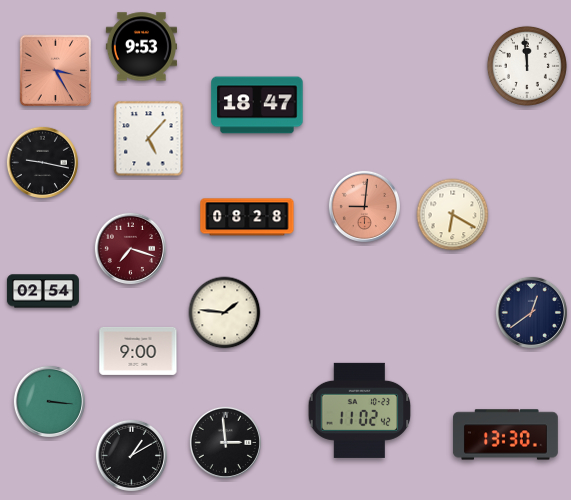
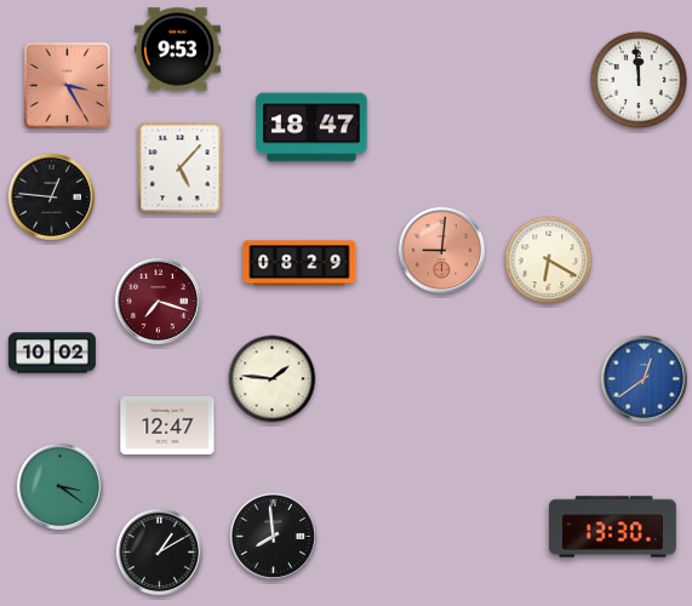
clock at (141, 47) position: (141, 47) -> (177, 50)
clock at (42, 162): 9:17 -> 12:46
clock at (247, 217): 08:28 -> 08:29
clock at (43, 291): 02:54 -> 10:02
clock at (531, 312) dial: navy -> blue
clock at (138, 351): 9:00 -> 12:47
clock at (49, 401): 3:16 -> 3:21
clock at (360, 410): 11:02 -> none
clock at (225, 442): 2:59 -> 7:59
